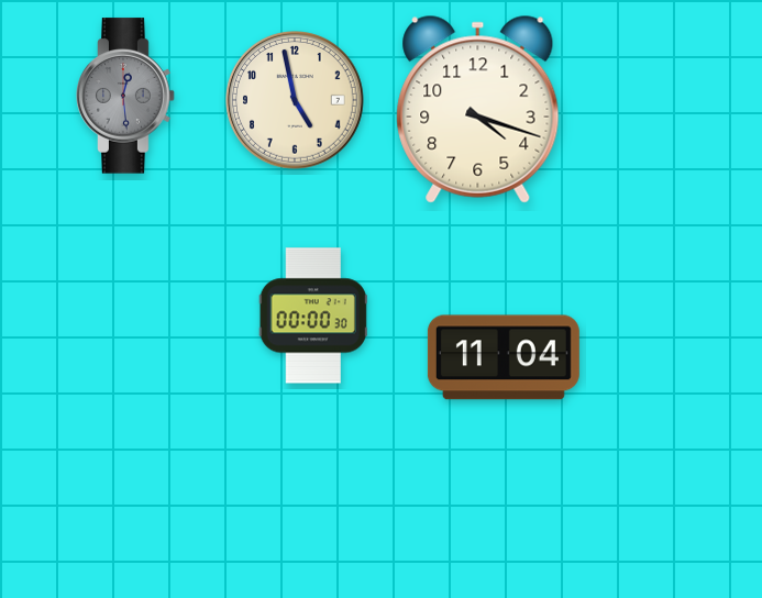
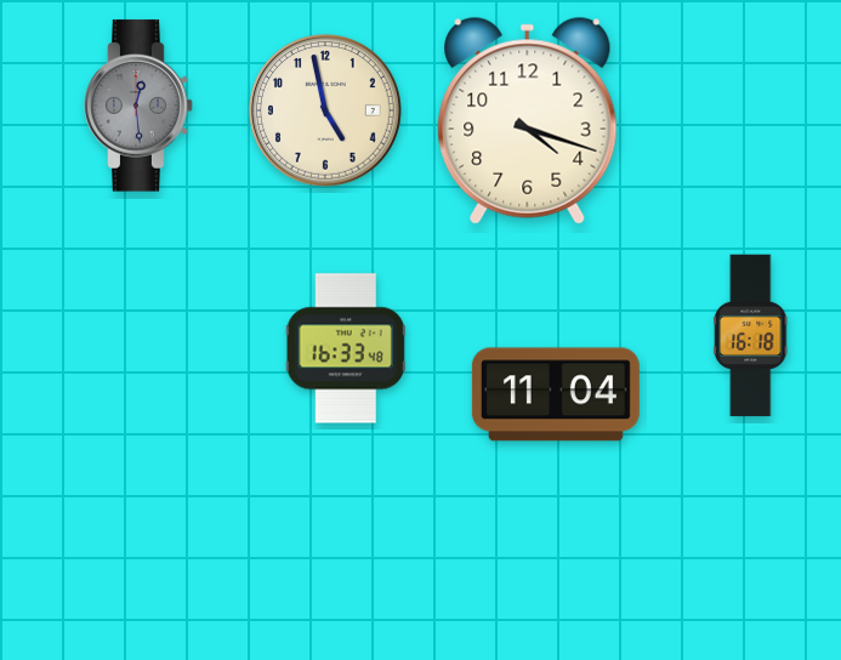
clock at (751, 336): none -> 16:18
clock at (313, 315): 00:00 -> 16:33
